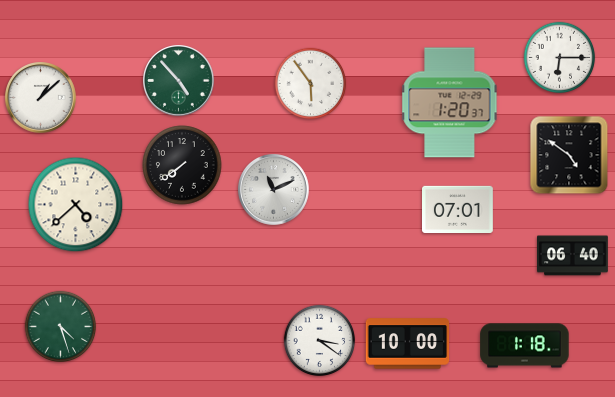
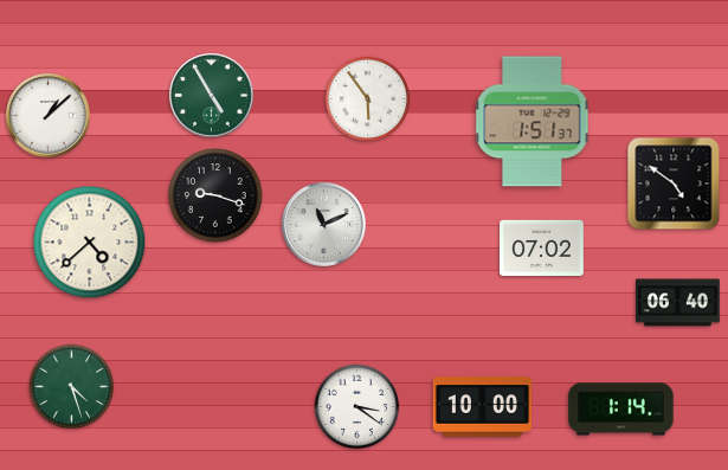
clock at (560, 58): 6:15 -> none
clock at (179, 81): 4:53 -> 4:55
clock at (450, 103): 1:20 -> 1:51
clock at (182, 165): 7:39 -> 9:18
clock at (458, 209): 07:01 -> 07:02
clock at (320, 341) position: (320, 341) -> (357, 407)
clock at (525, 346): 1:18 -> 1:14
